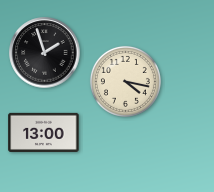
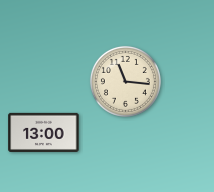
clock at (45, 53): 1:57 -> none
clock at (125, 81): 4:17 -> 11:16
